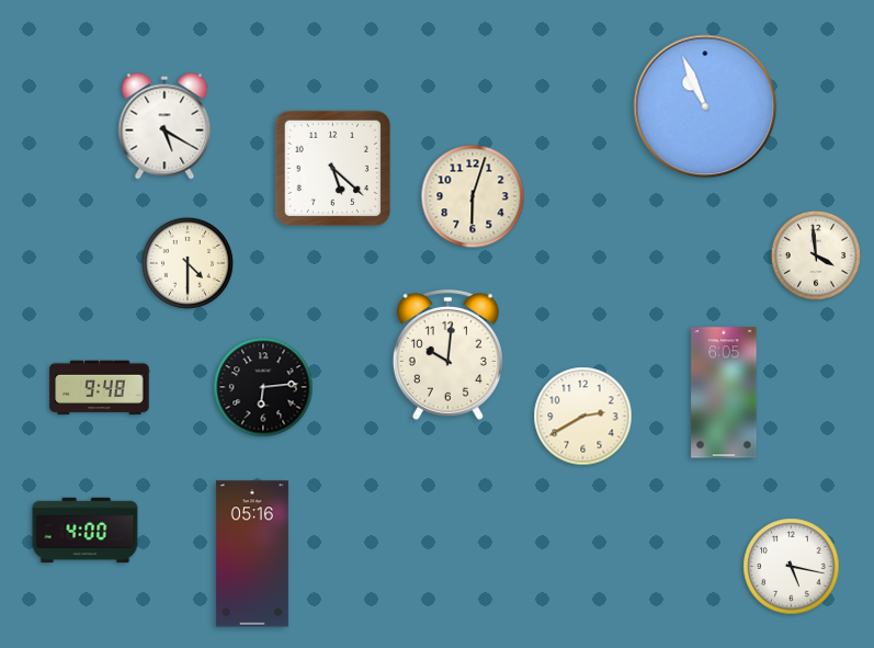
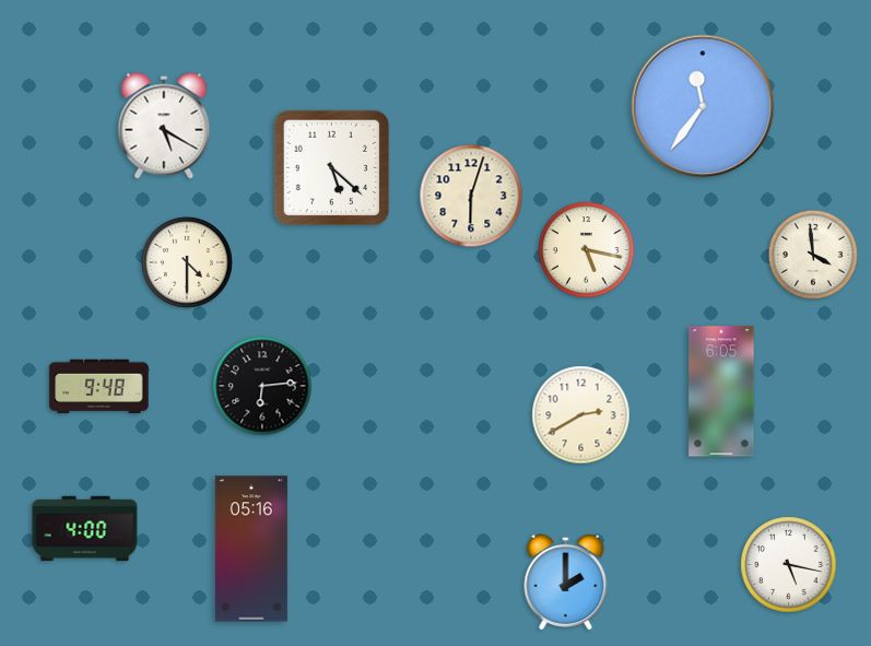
clock at (705, 106): 10:56 -> 11:36
clock at (587, 250): none -> 5:17
clock at (447, 354): 10:01 -> none
clock at (252, 554) position: (252, 554) -> (251, 549)
clock at (566, 582): none -> 2:00
